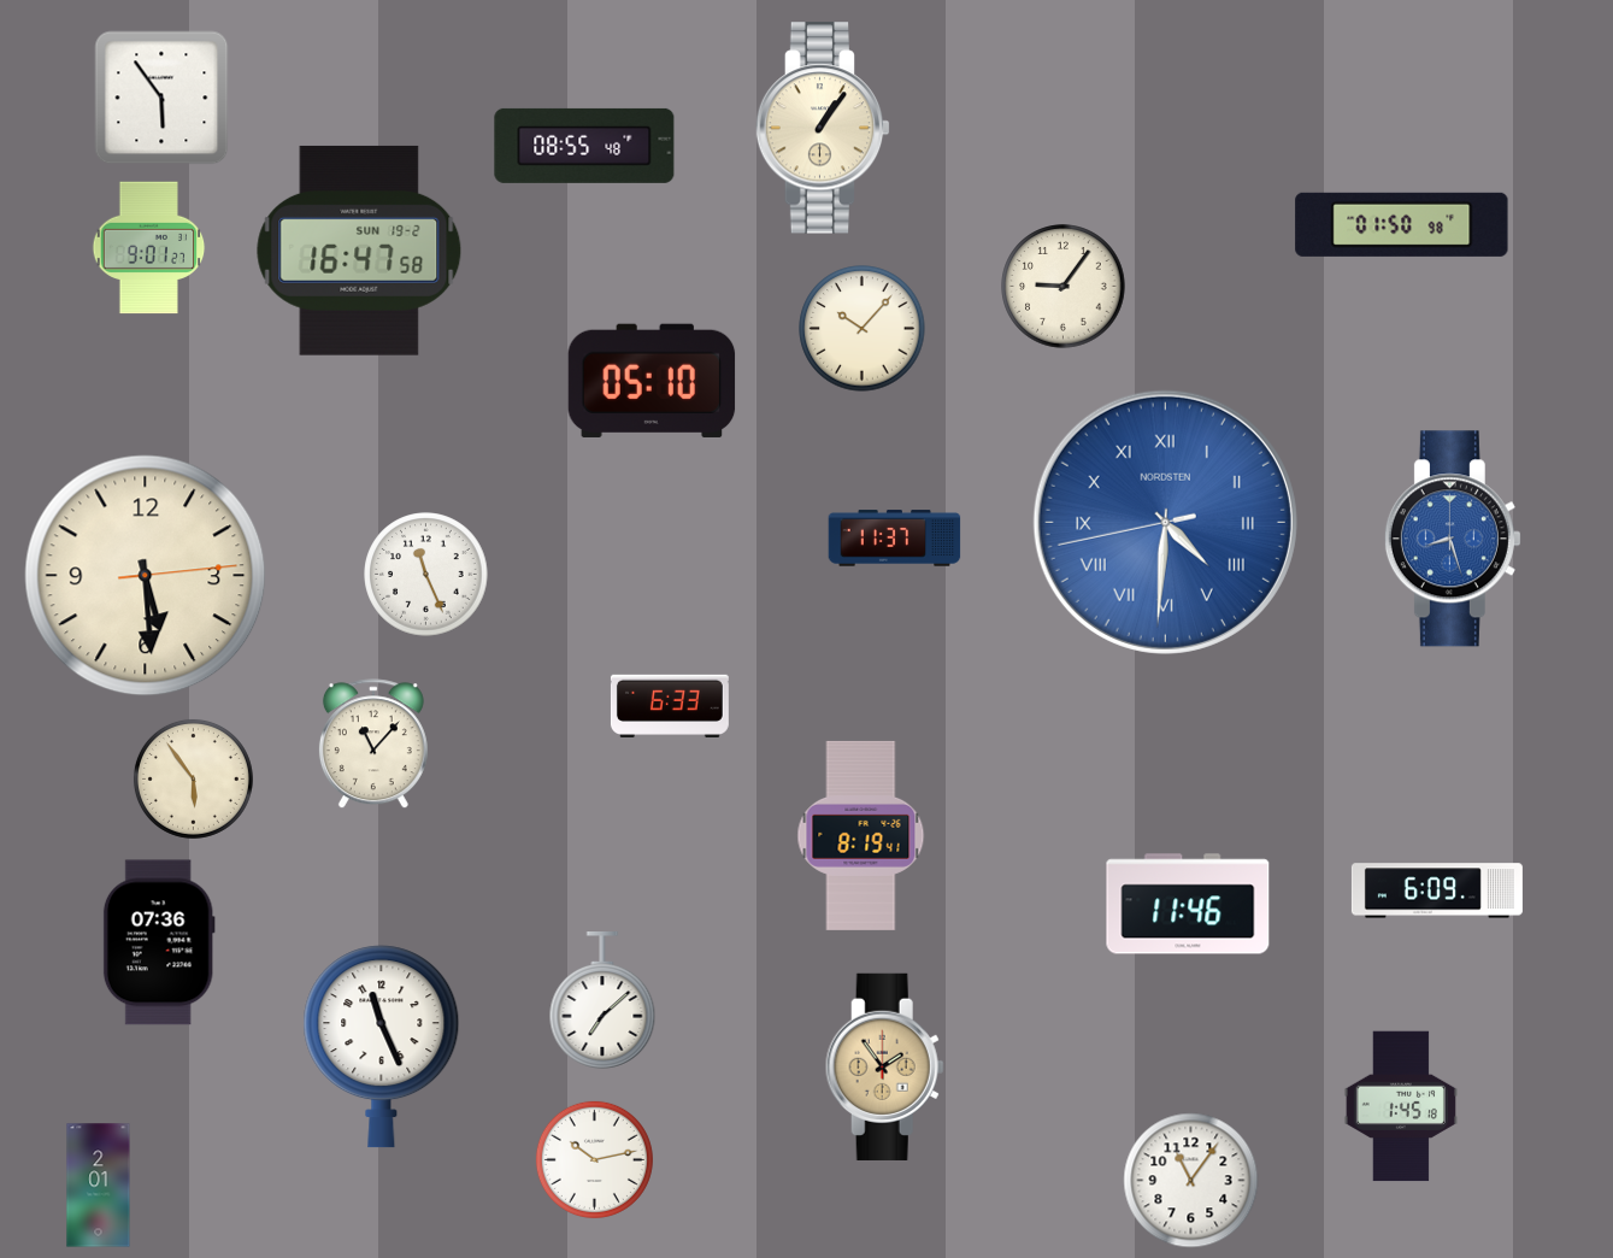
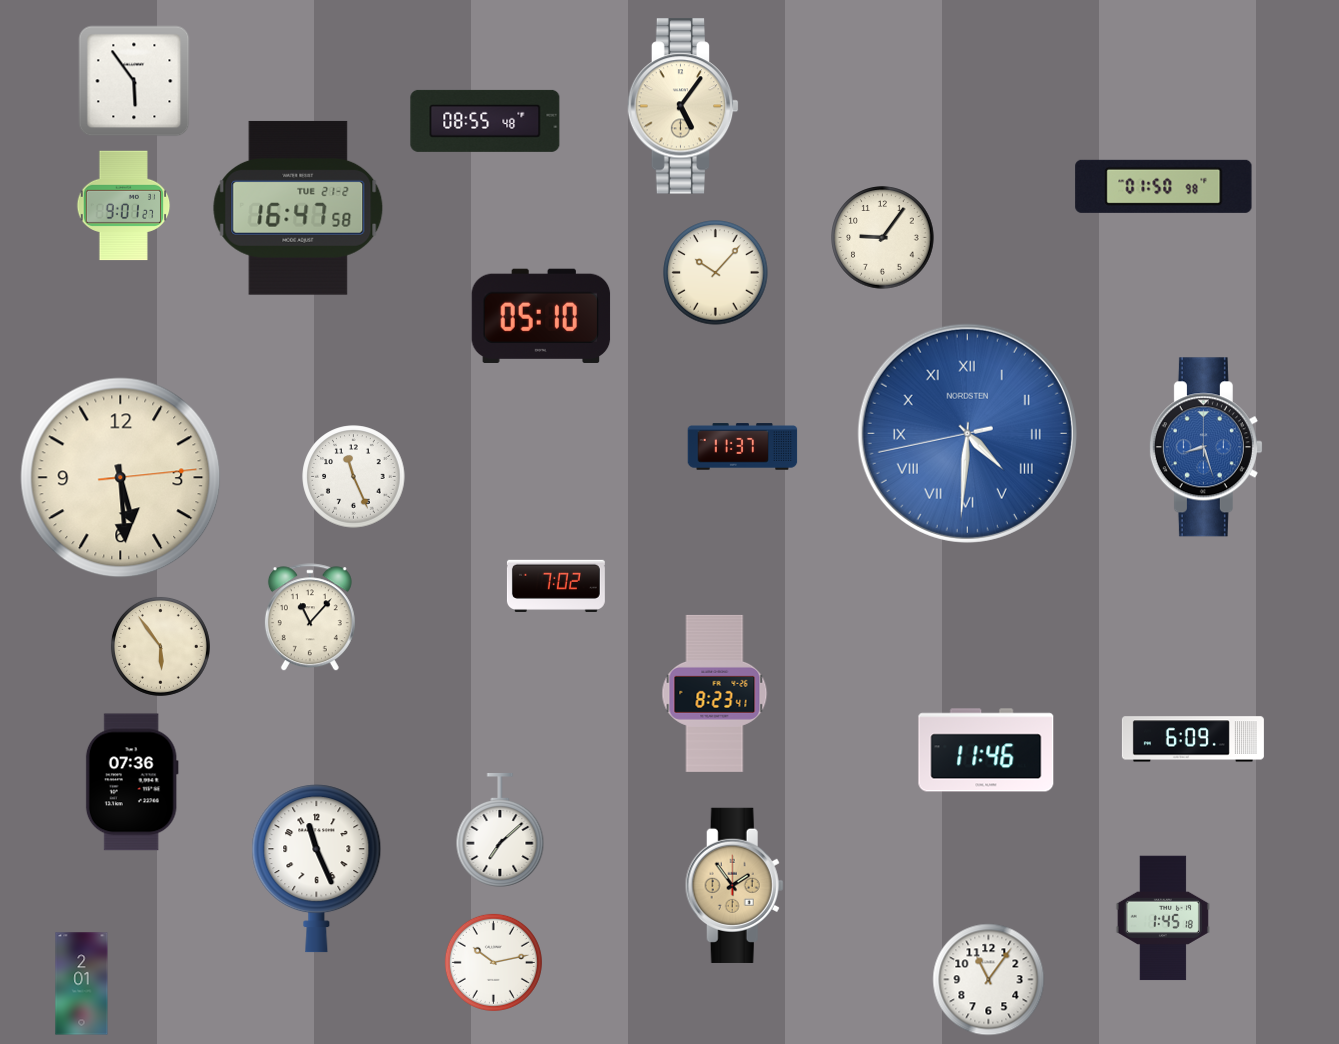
clock at (823, 128): 1:06 -> 5:06
clock at (359, 251) date: SUN 19-2 -> TUE 21-2
clock at (670, 706): 6:33 -> 7:02
clock at (861, 835): 8:19 -> 8:23
